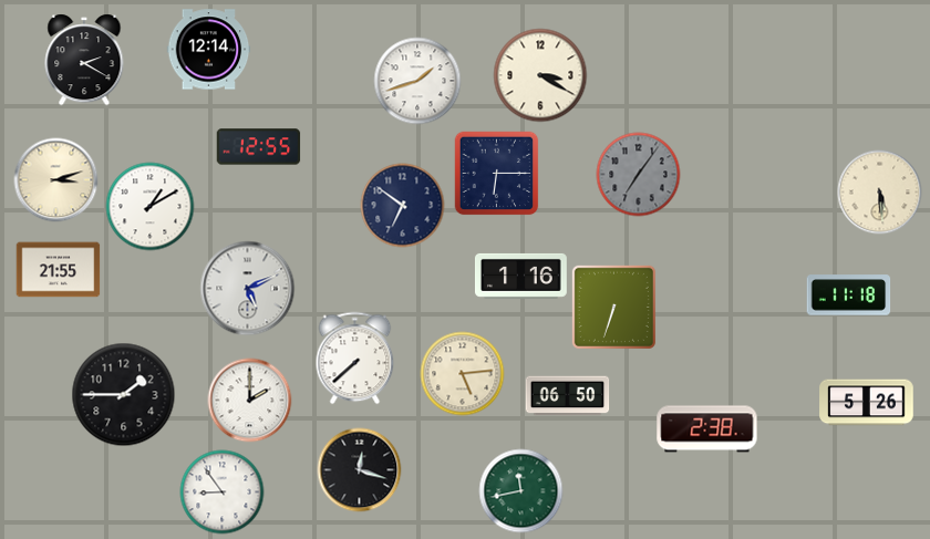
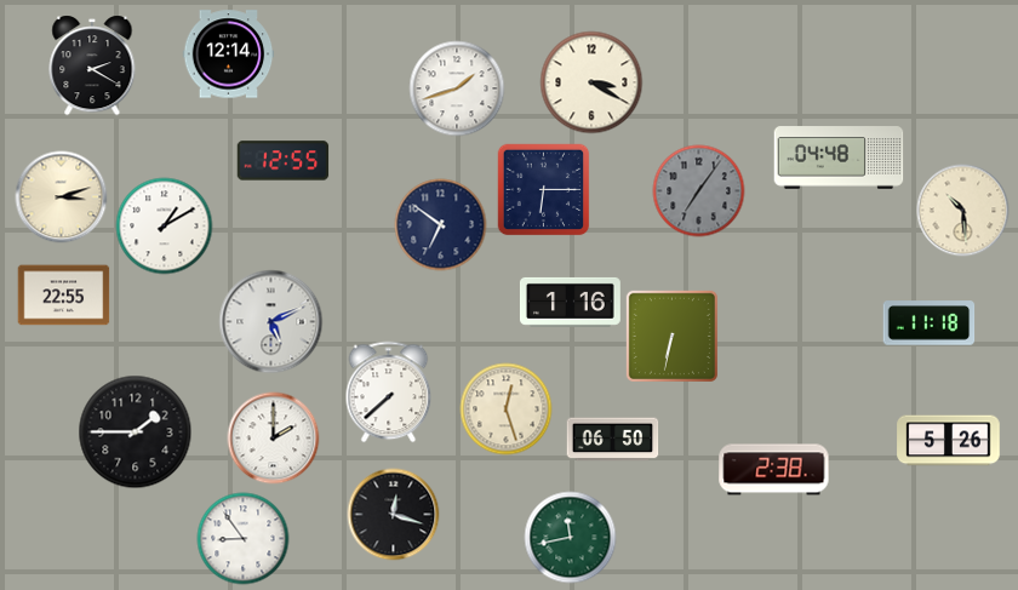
clock at (839, 157): none -> 04:48
clock at (880, 193): 5:29 -> 10:29
clock at (59, 270): 21:55 -> 22:55
clock at (248, 289) position: (248, 289) -> (271, 322)
clock at (613, 307): 6:33 -> 6:32
clock at (463, 374): 5:14 -> 12:27
clock at (568, 396) position: (568, 396) -> (613, 440)
